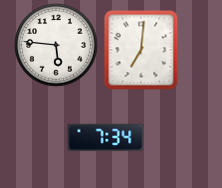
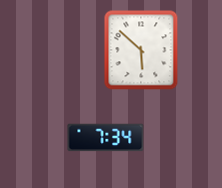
clock at (56, 45): 5:46 -> none
clock at (141, 50): 7:01 -> 5:52
